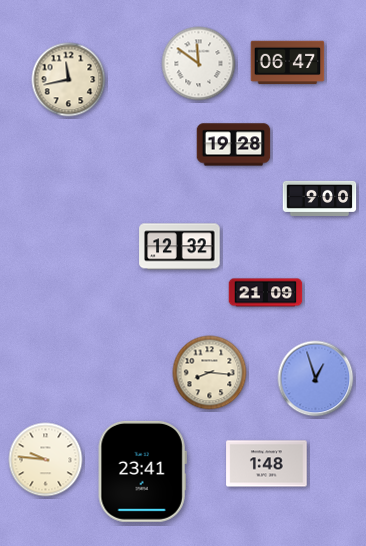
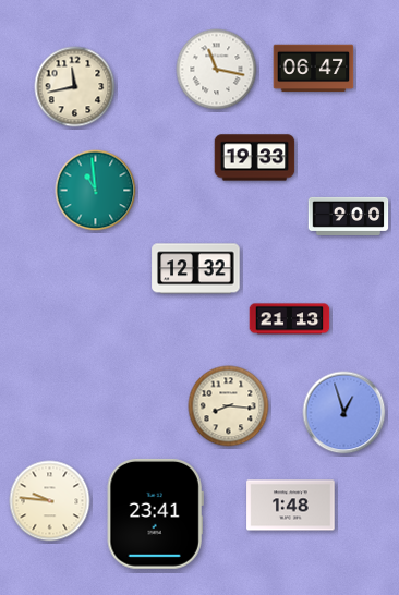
clock at (199, 64): 11:51 -> 11:17
clock at (234, 145): 19:28 -> 19:33
clock at (96, 191): none -> 10:59
clock at (266, 293): 21:09 -> 21:13
